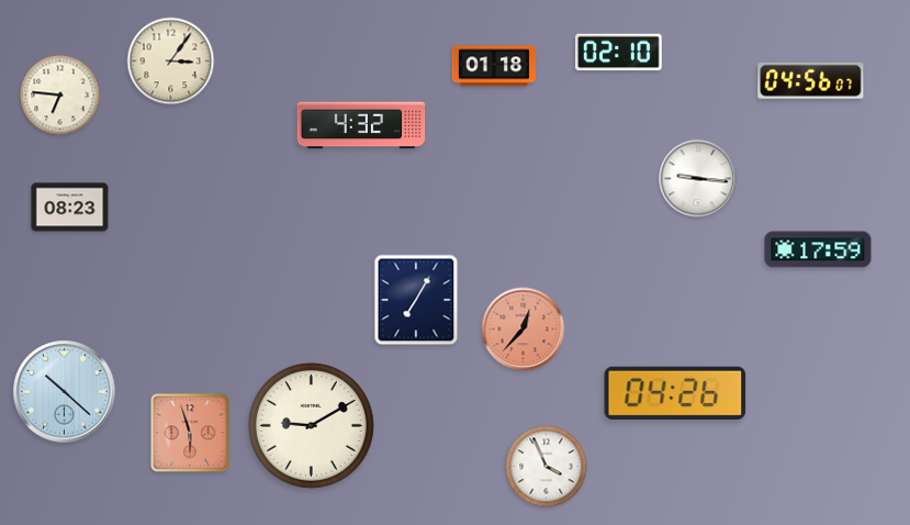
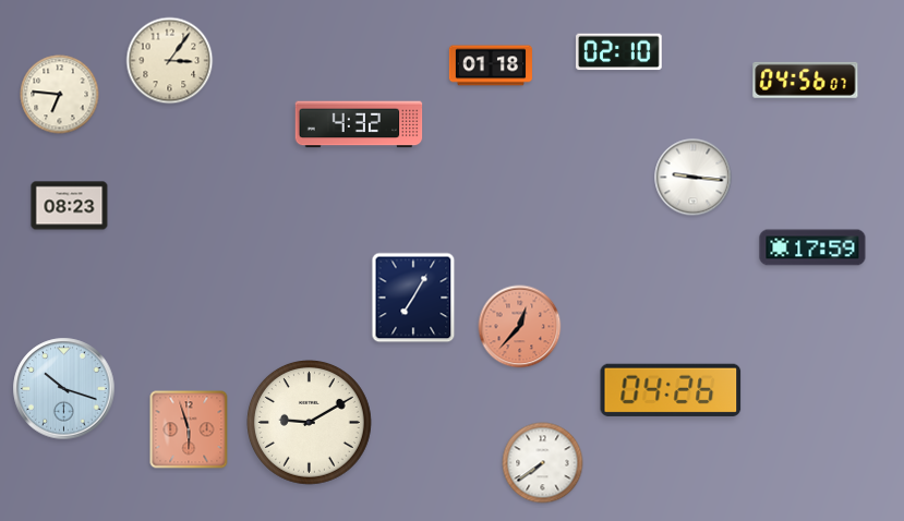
clock at (619, 53) position: (619, 53) -> (619, 52)
clock at (65, 392): 10:22 -> 10:18
clock at (547, 467): 3:56 -> 7:39
